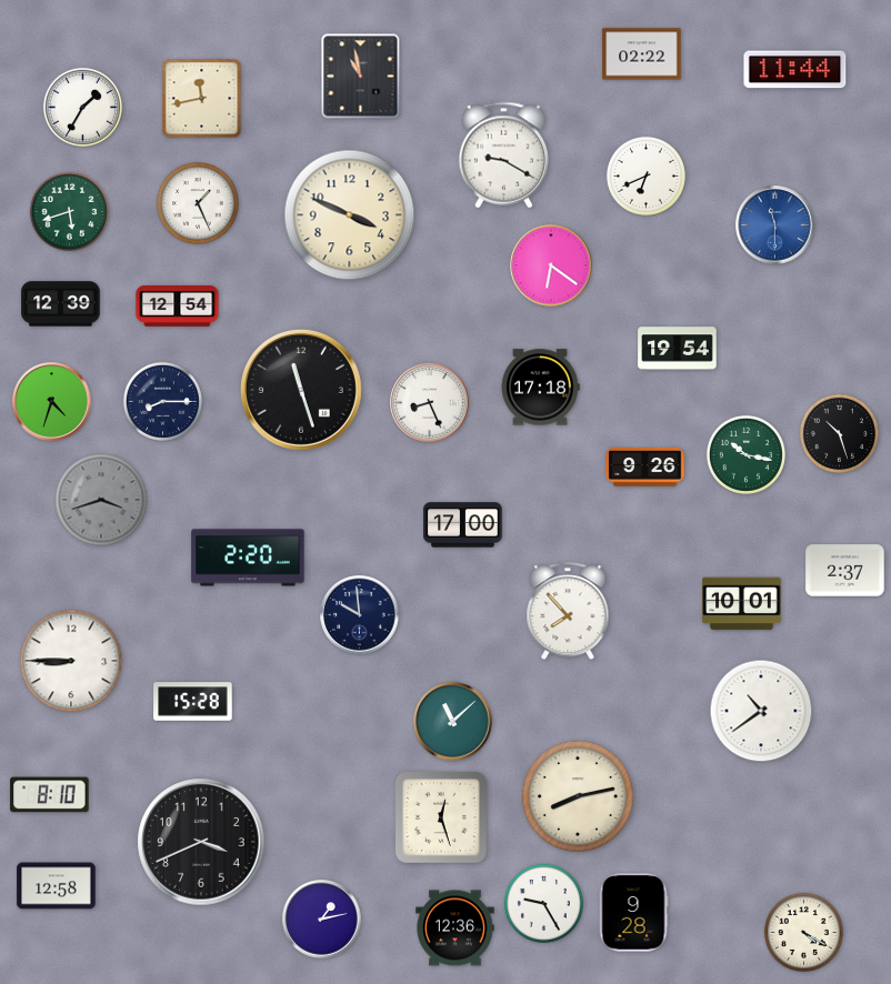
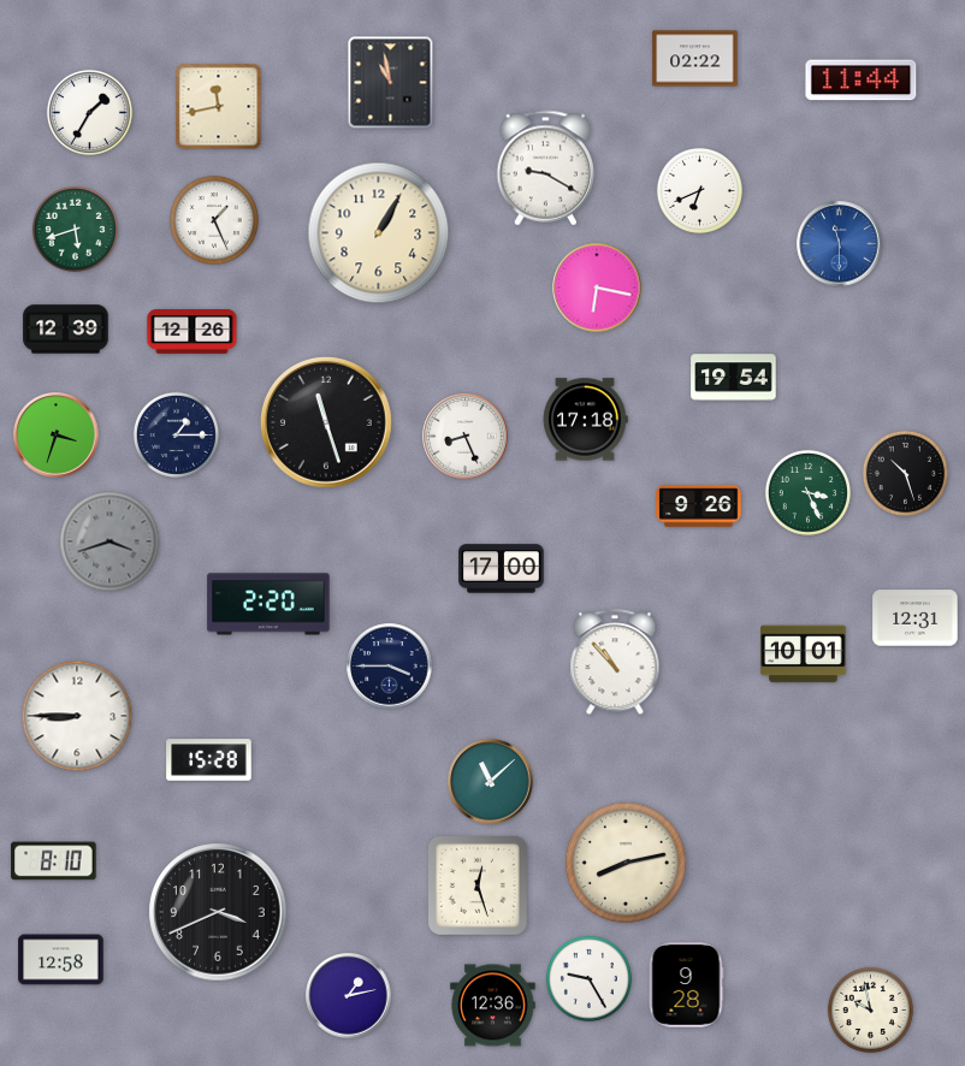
clock at (795, 70) position: (795, 70) -> (862, 81)
clock at (82, 107) position: (82, 107) -> (89, 112)
clock at (350, 215): 3:49 -> 1:05
clock at (551, 265): 6:21 -> 6:17
clock at (178, 307): 12:54 -> 12:26
clock at (162, 401): 8:15 -> 1:15
clock at (52, 402): 4:33 -> 3:33
clock at (839, 433) position: (839, 433) -> (905, 473)
clock at (745, 454): 10:17 -> 3:26
clock at (845, 571): 2:37 -> 12:31
clock at (568, 612): 7:53 -> 10:53
clock at (360, 615): 9:59 -> 3:45
clock at (761, 711): 10:39 -> none
clock at (633, 913) position: (633, 913) -> (686, 985)
clock at (803, 932): 4:20 -> 9:58
